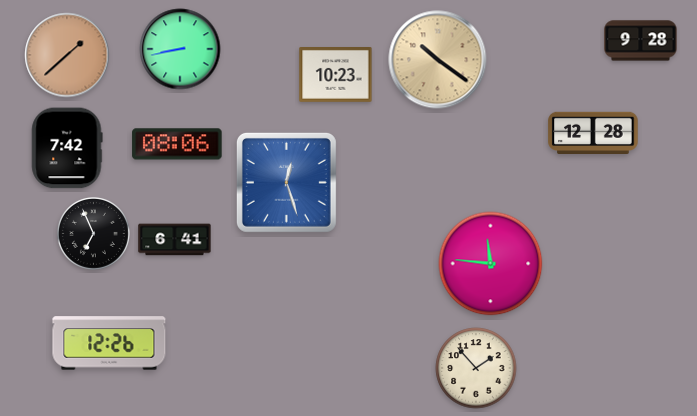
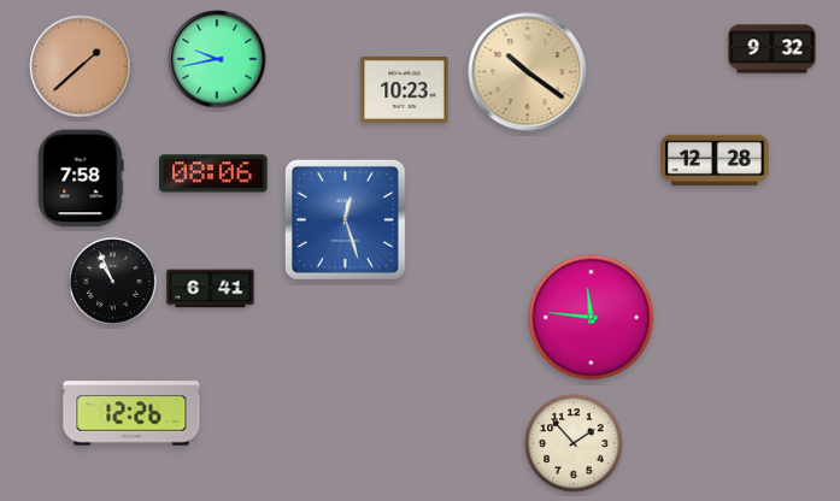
clock at (641, 41): 9:28 -> 9:32
clock at (180, 49): 8:43 -> 9:43
clock at (67, 148): 7:42 -> 7:58
clock at (93, 233): 6:56 -> 10:56
